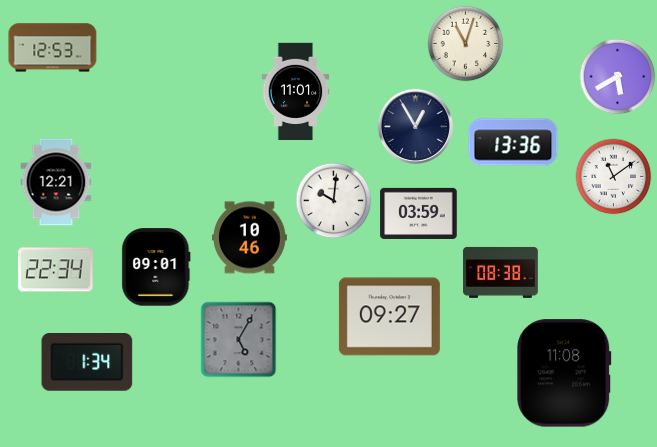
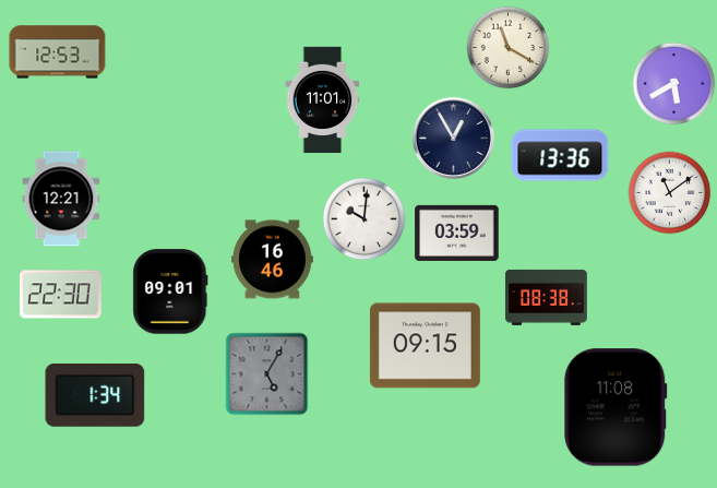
clock at (466, 44): 11:03 -> 11:20
clock at (250, 238): 10:46 -> 16:46
clock at (56, 270): 22:34 -> 22:30
clock at (389, 317): 09:27 -> 09:15
clock at (239, 340) position: (239, 340) -> (267, 374)
